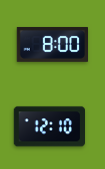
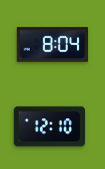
clock at (52, 44): 8:00 -> 8:04
